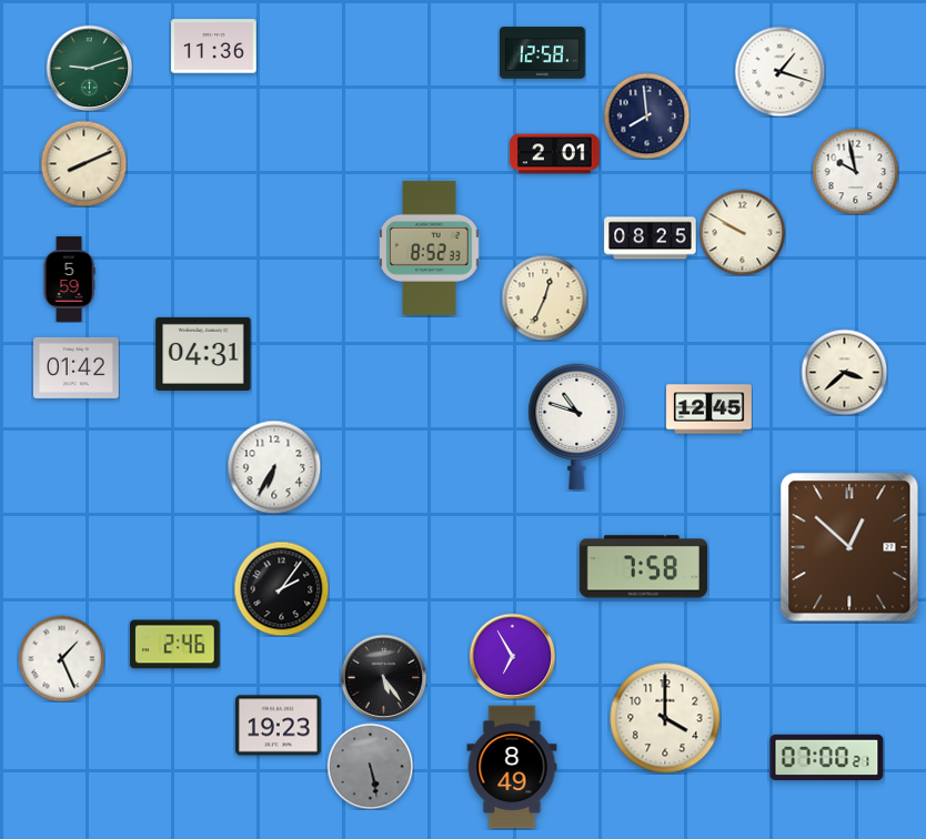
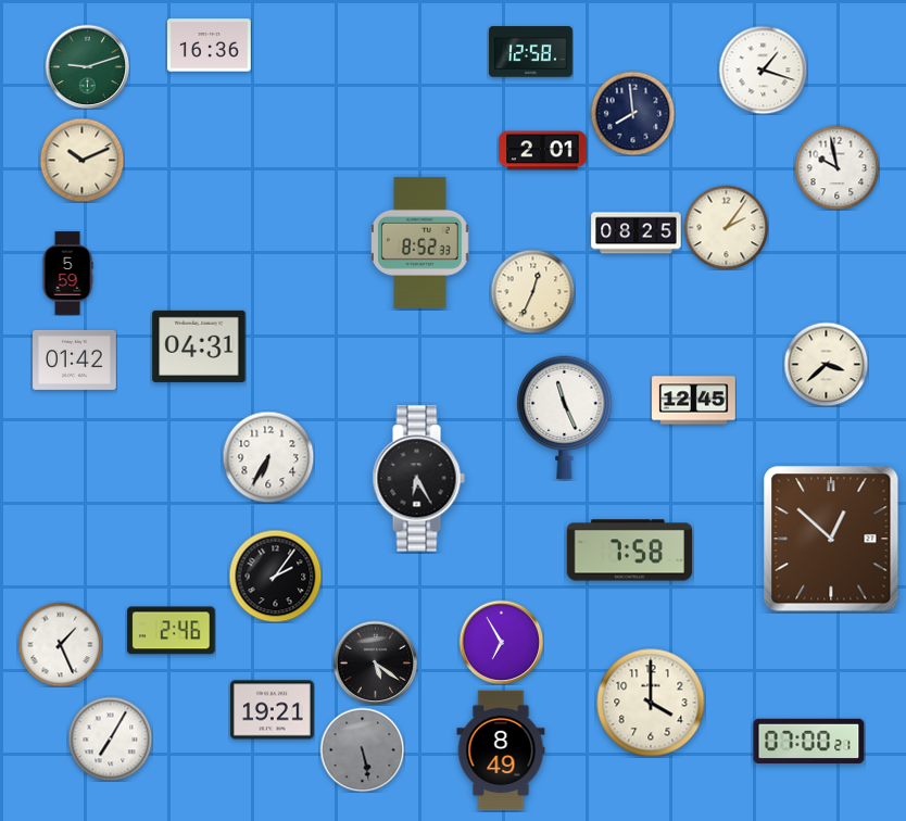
clock at (214, 47): 11:36 -> 16:36
clock at (83, 163): 8:11 -> 10:11
clock at (742, 232): 9:50 -> 2:06
clock at (577, 427): 10:48 -> 11:26
clock at (418, 479): none -> 6:25
clock at (849, 547) position: (849, 547) -> (831, 539)
clock at (643, 567) position: (643, 567) -> (629, 551)
clock at (383, 677): 5:24 -> 5:21
clock at (279, 726): 19:23 -> 19:21
clock at (110, 738): none -> 7:05
